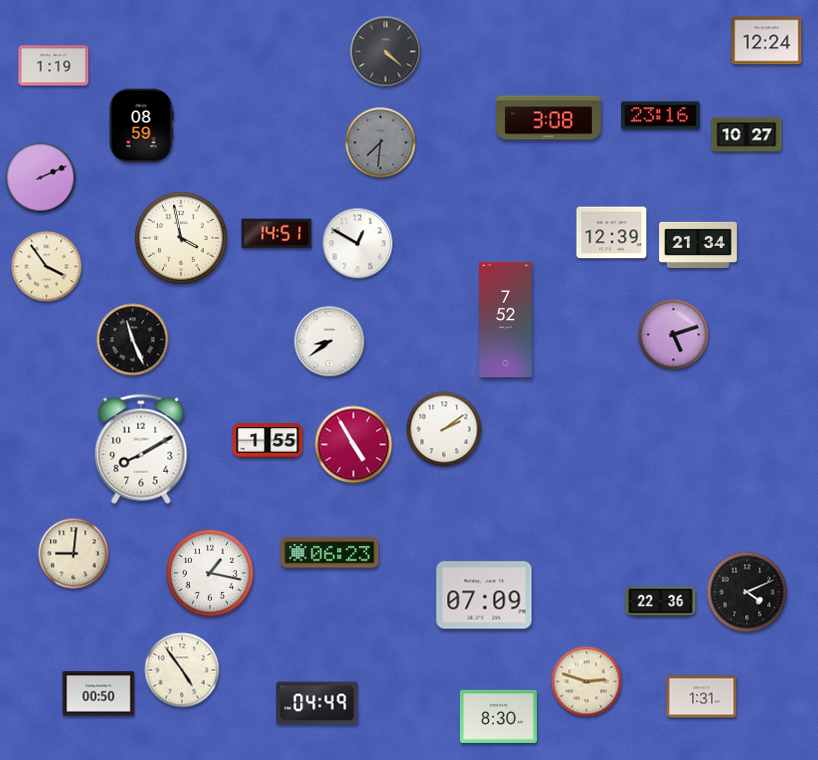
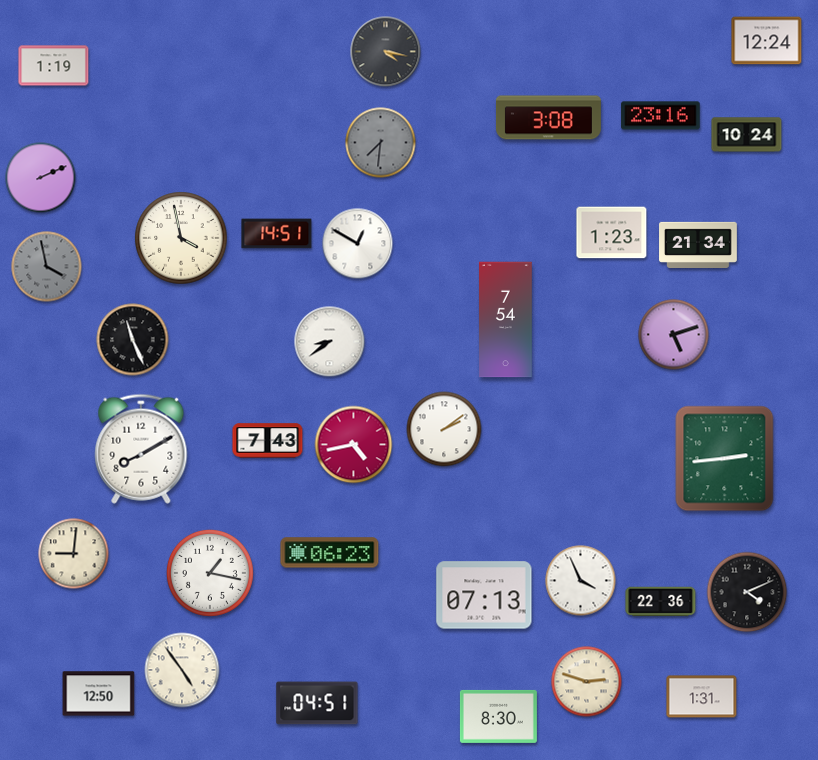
clock at (386, 52): 4:22 -> 4:17
clock at (141, 126): 08:59 -> none
clock at (747, 135): 10:27 -> 10:24
clock at (612, 233): 12:39 -> 1:23
clock at (47, 267): 3:54 -> 3:58
clock at (47, 267) dial: cream -> grey
clock at (506, 320): 7:52 -> 7:54
clock at (268, 441): 1:55 -> 7:43
clock at (354, 445): 4:55 -> 4:43
clock at (725, 459): none -> 2:44
clock at (581, 581): none -> 3:56
clock at (484, 595): 07:09 -> 07:13
clock at (99, 694): 00:50 -> 12:50
clock at (317, 703): 04:49 -> 04:51
